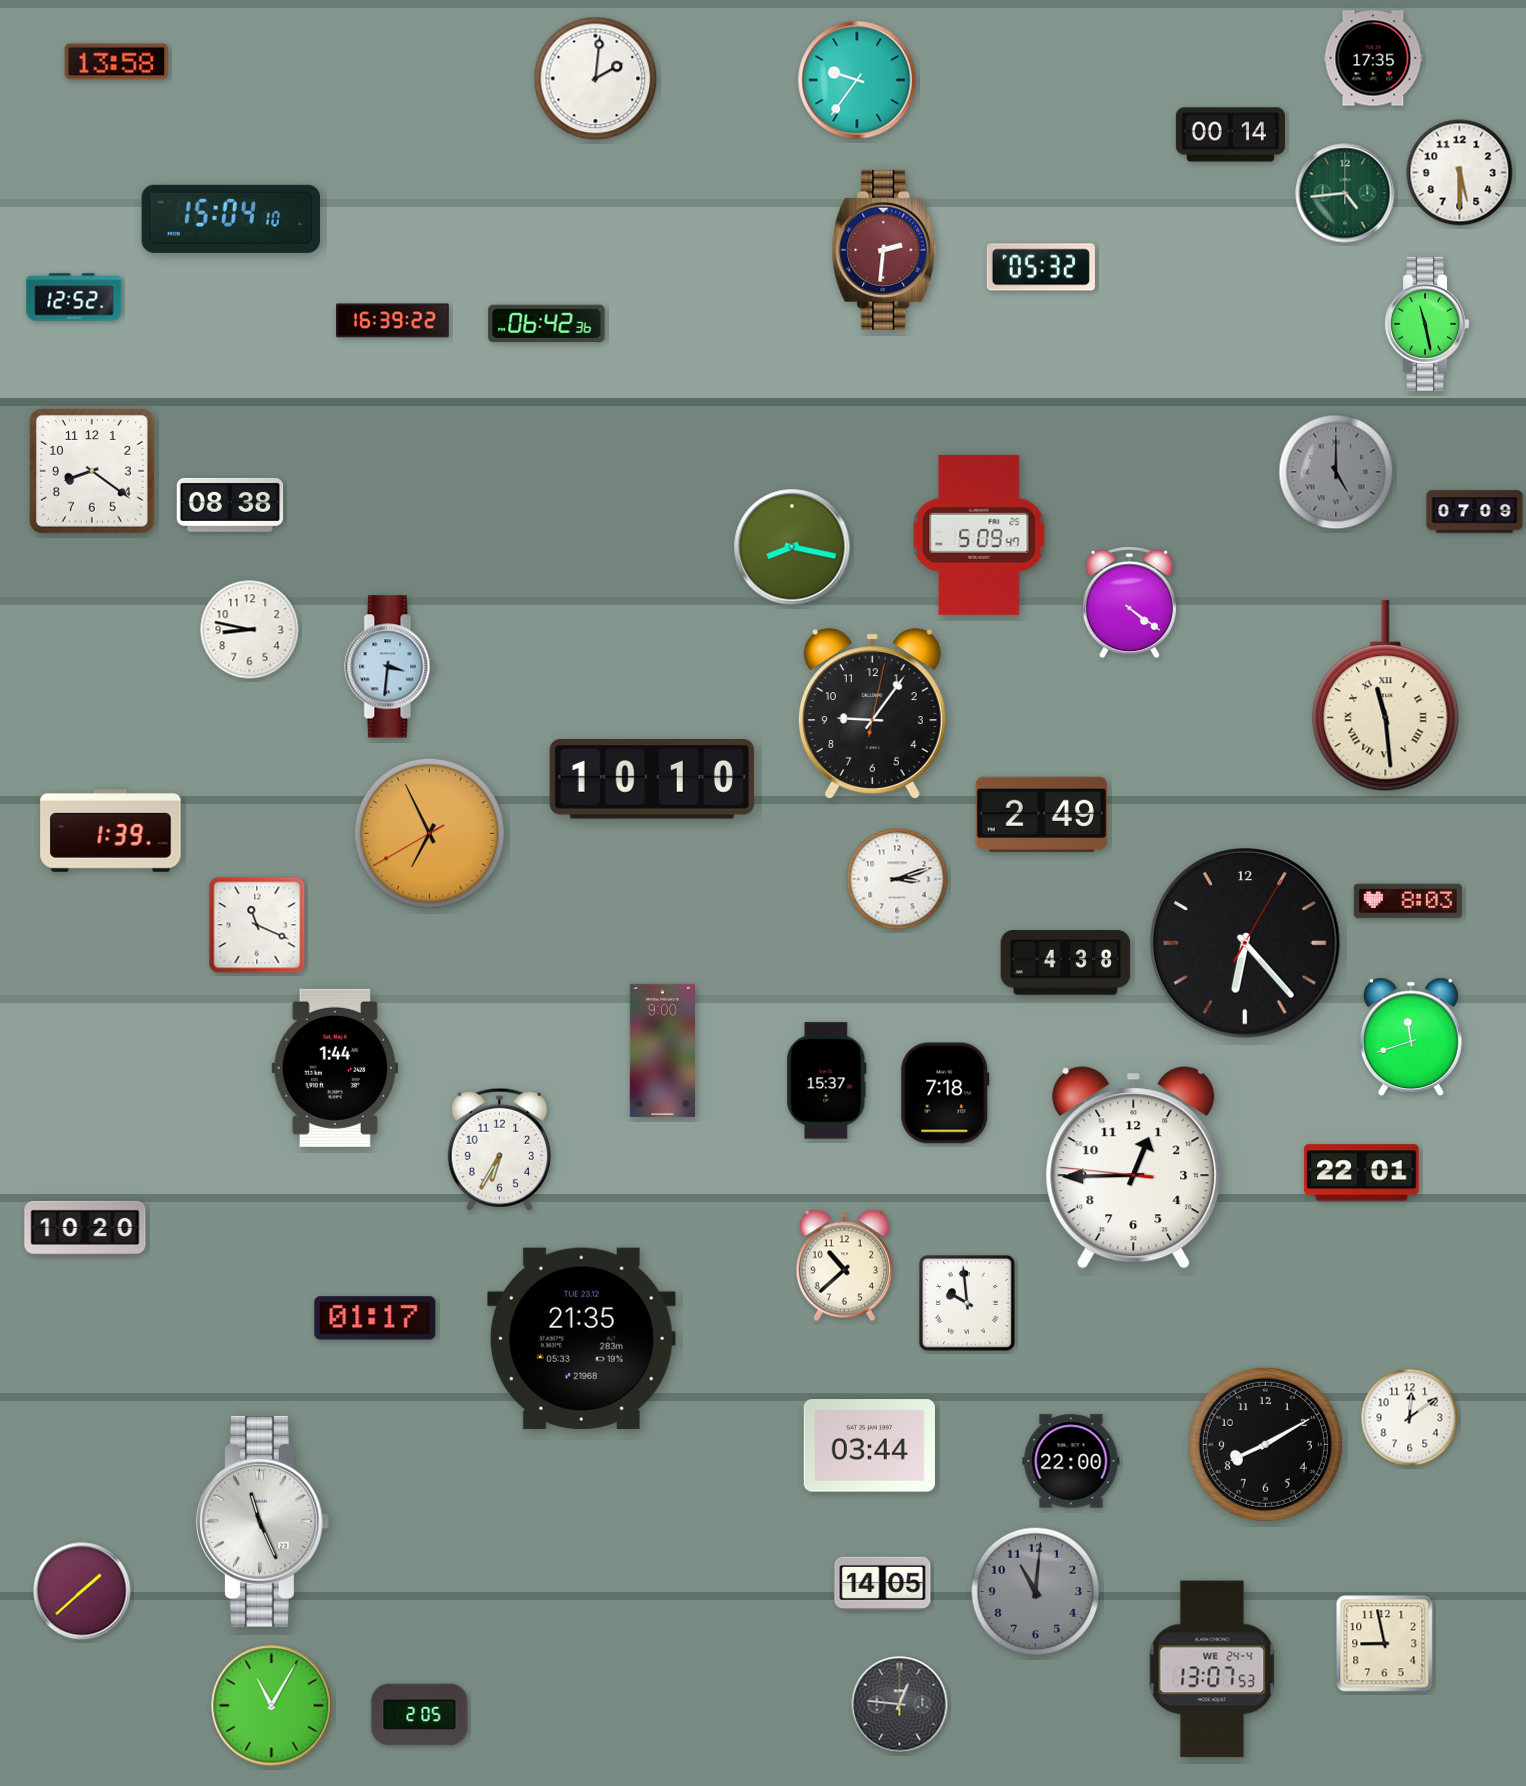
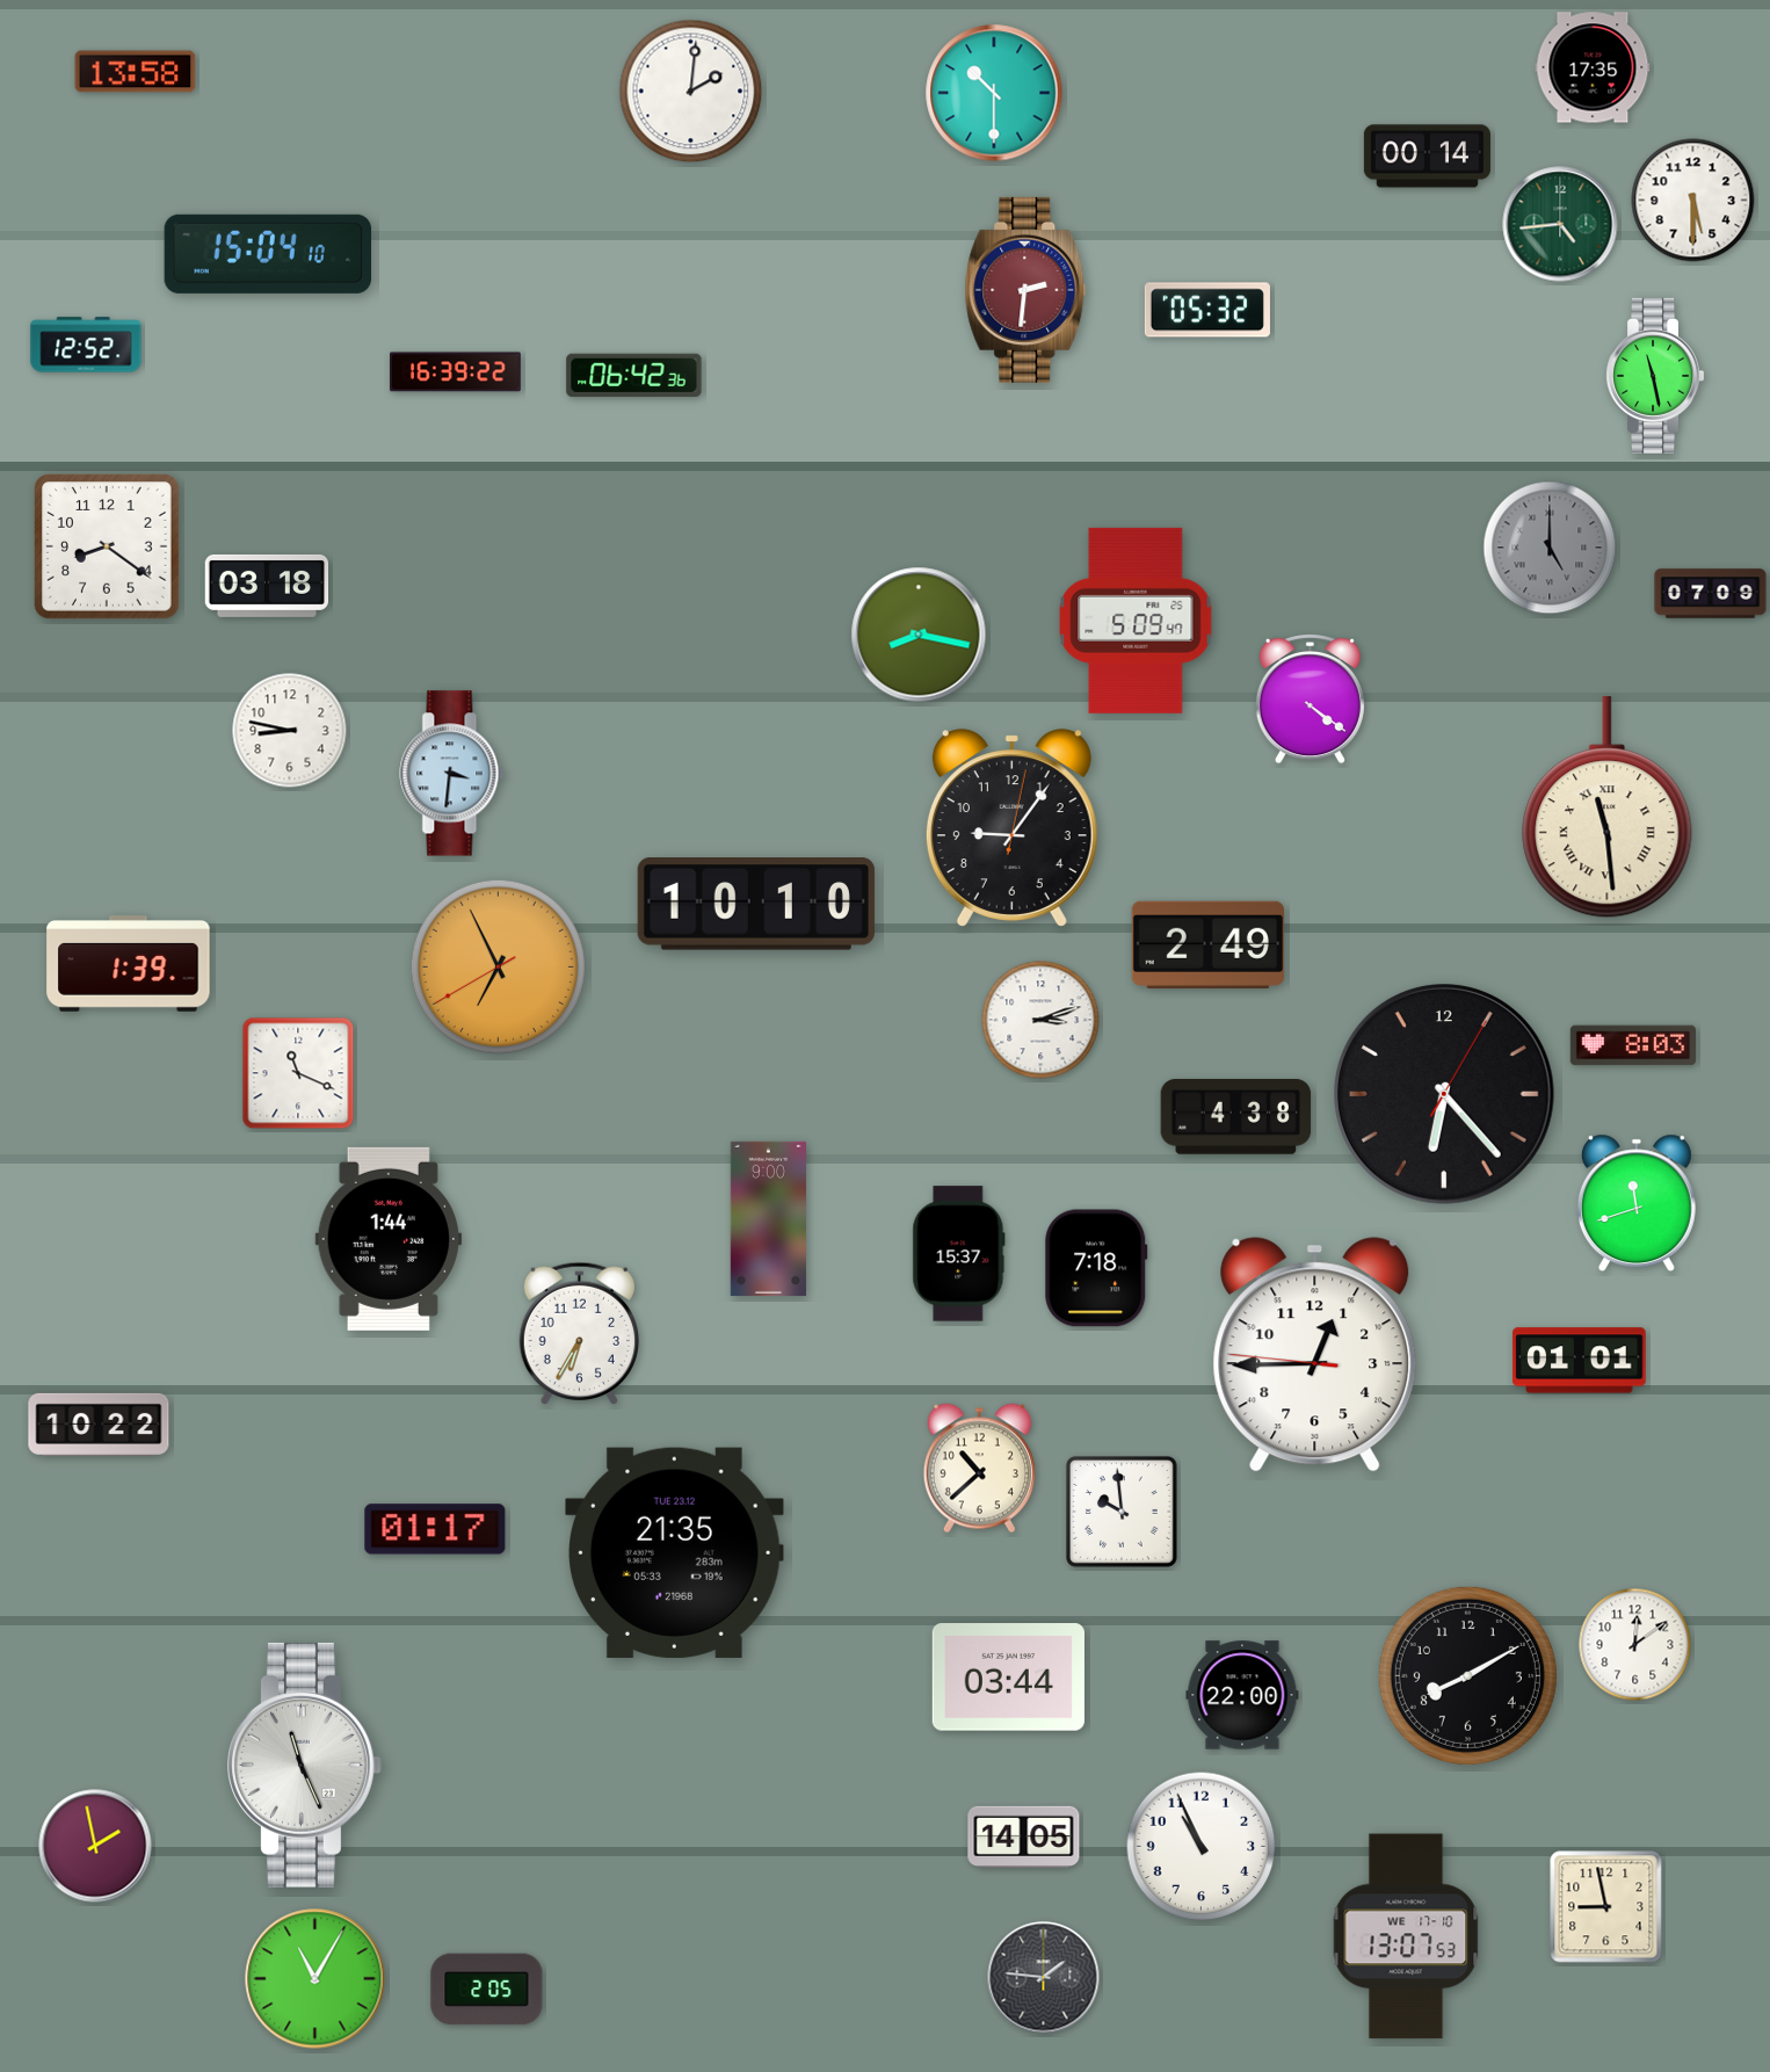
clock at (857, 80): 9:36 -> 10:30
clock at (230, 505): 08:38 -> 03:18
clock at (1362, 1173): 22:01 -> 01:01
clock at (85, 1228): 10:20 -> 10:22
clock at (82, 1591): 1:38 -> 1:58
clock at (1036, 1592): 11:01 -> 10:56
clock at (1036, 1592) dial: grey -> white
clock at (1212, 1669) date: WE 24-4 -> WE 17-10
clock at (900, 1705): 12:46 -> 1:46
